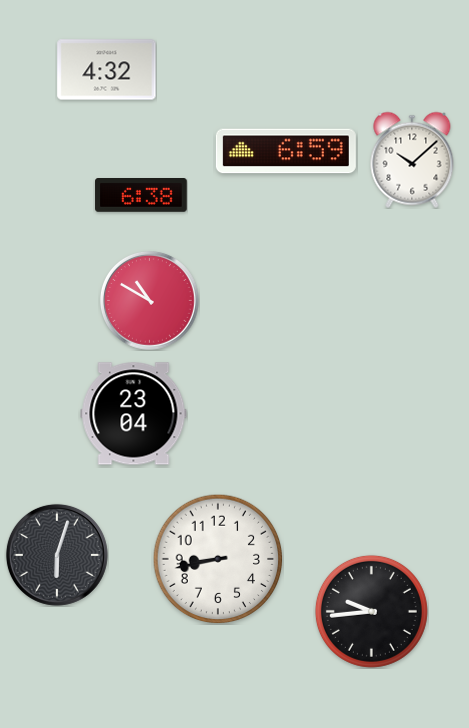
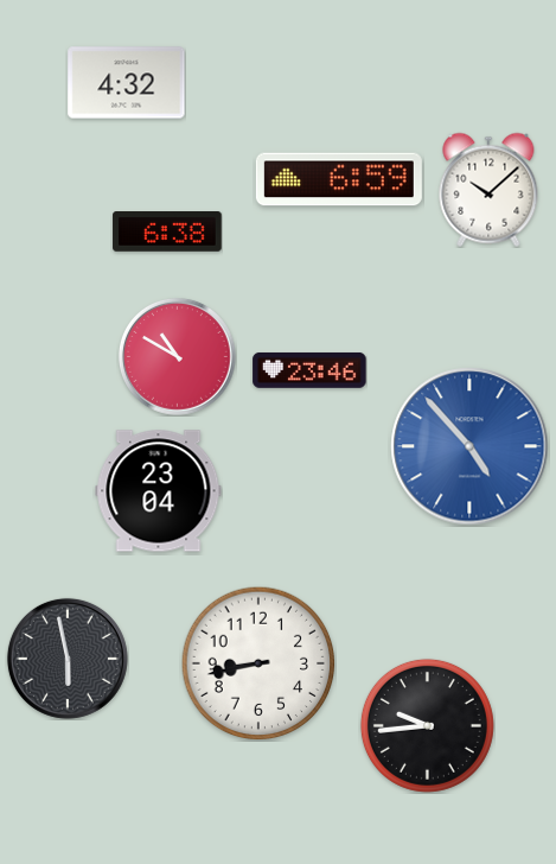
clock at (309, 370): none -> 23:46
clock at (469, 446): none -> 4:53
clock at (57, 555): 6:03 -> 5:58
clock at (371, 611) position: (371, 611) -> (427, 725)
